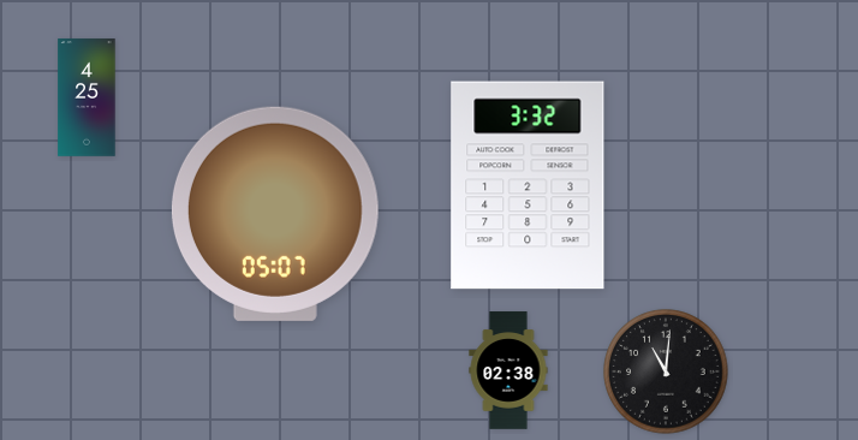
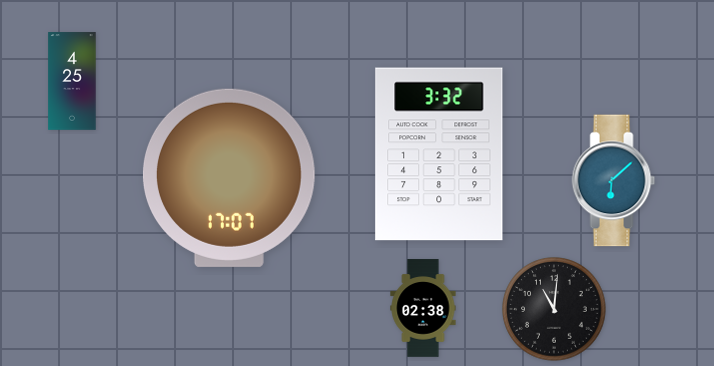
clock at (275, 214): 05:07 -> 17:07
clock at (614, 181): none -> 6:08
